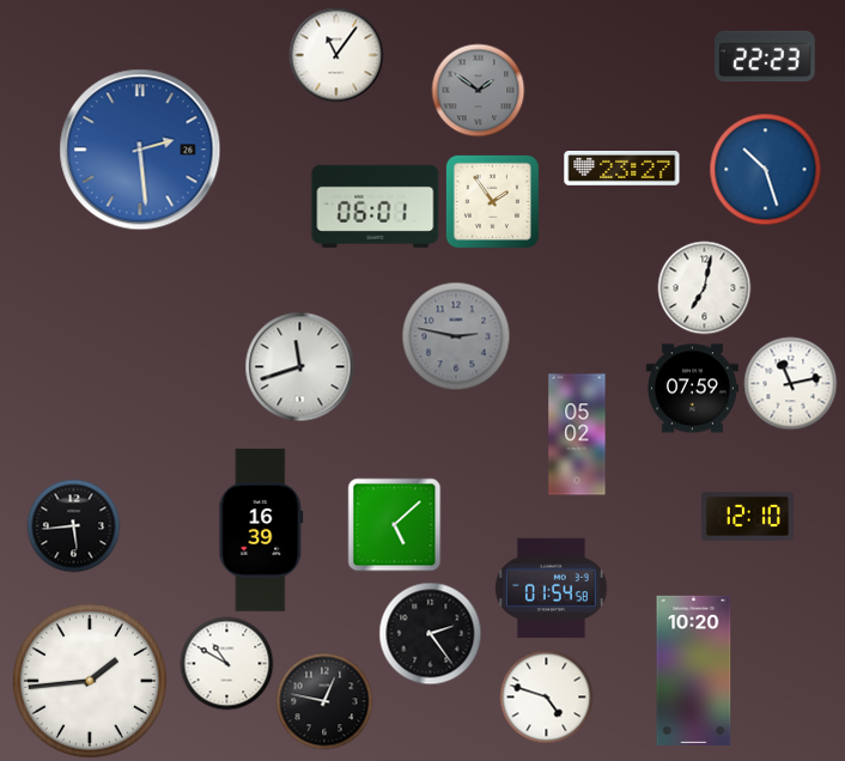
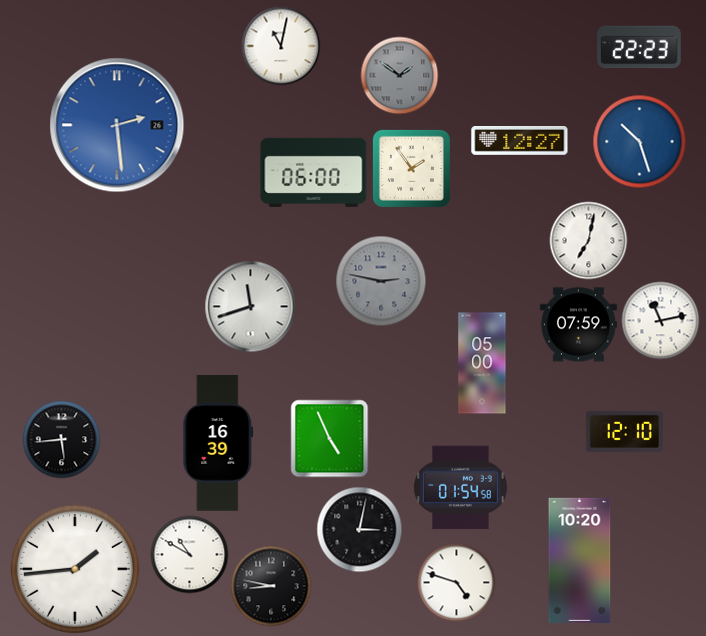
clock at (336, 55): 11:06 -> 11:02
clock at (622, 169): 23:27 -> 12:27
clock at (376, 206): 06:01 -> 06:00
clock at (577, 434): 05:02 -> 05:00
clock at (394, 524): 5:08 -> 4:56
clock at (552, 589) position: (552, 589) -> (461, 488)
clock at (430, 633): 2:24 -> 3:02
clock at (324, 701): 12:47 -> 8:47
